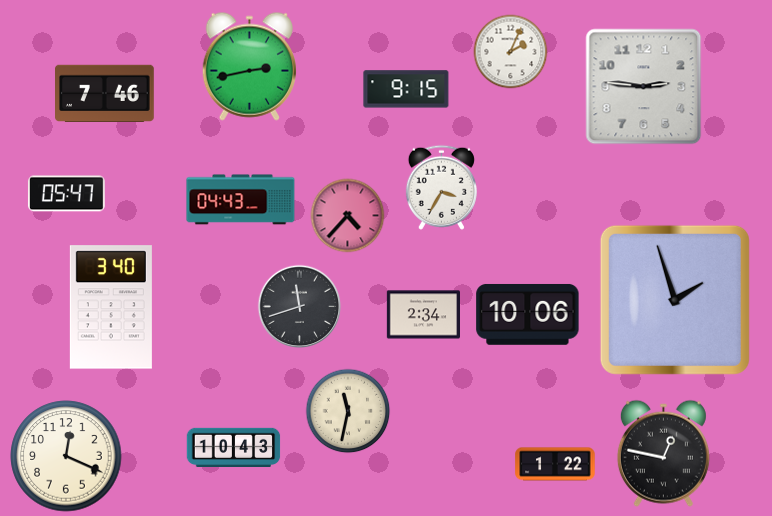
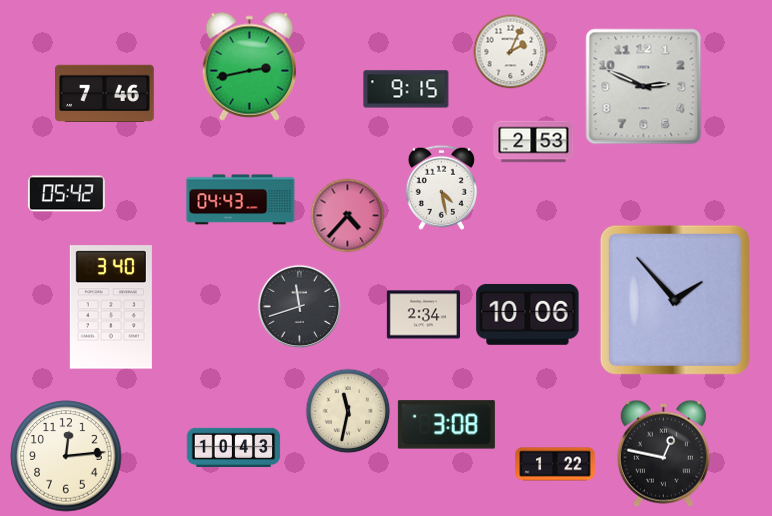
clock at (644, 87): 2:46 -> 2:49
clock at (534, 142): none -> 2:53
clock at (441, 187): 3:35 -> 4:28
clock at (67, 194): 05:47 -> 05:42
clock at (675, 300): 1:57 -> 1:53
clock at (446, 425): none -> 3:08
clock at (66, 456): 12:19 -> 12:14
